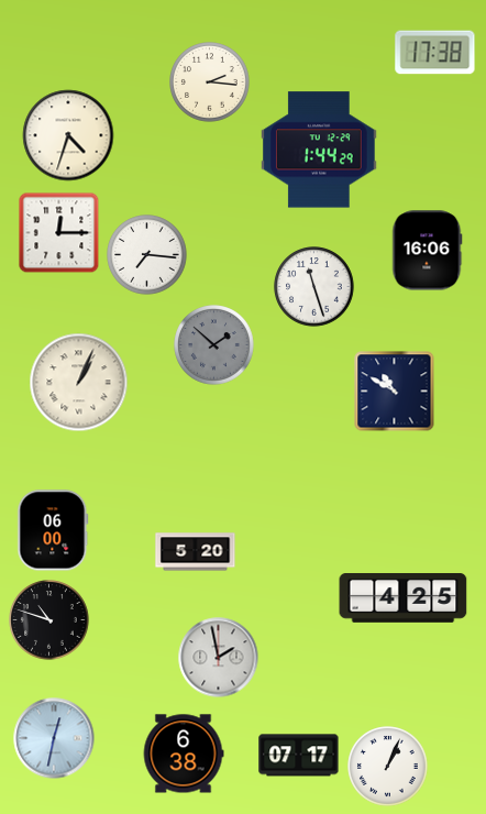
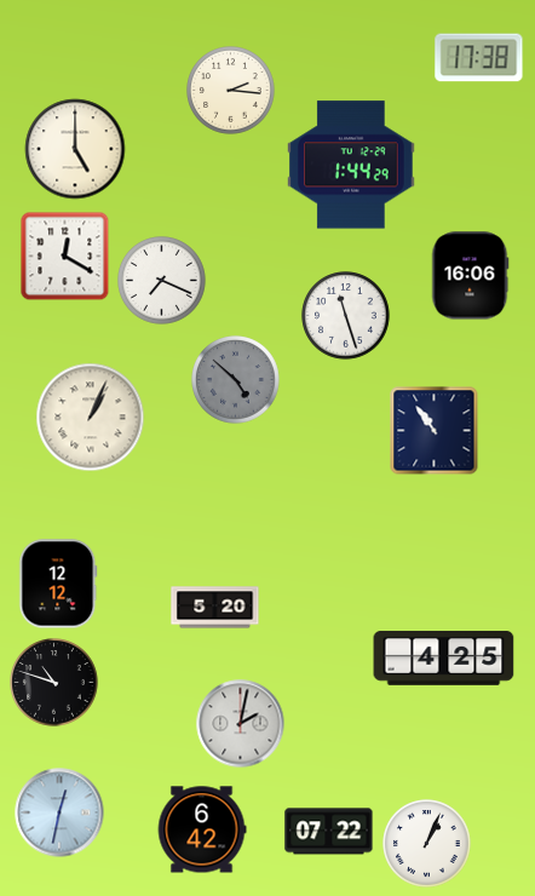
clock at (68, 135): 4:33 -> 5:00
clock at (59, 233): 12:15 -> 12:20
clock at (147, 255): 7:16 -> 7:19
clock at (214, 345): 1:52 -> 4:52
clock at (79, 383) position: (79, 383) -> (91, 418)
clock at (395, 392): 10:50 -> 10:54
clock at (53, 530): 06:00 -> 12:12
clock at (219, 658): 1:58 -> 2:02
clock at (184, 754): 6:38 -> 6:42
clock at (299, 756): 07:17 -> 07:22
